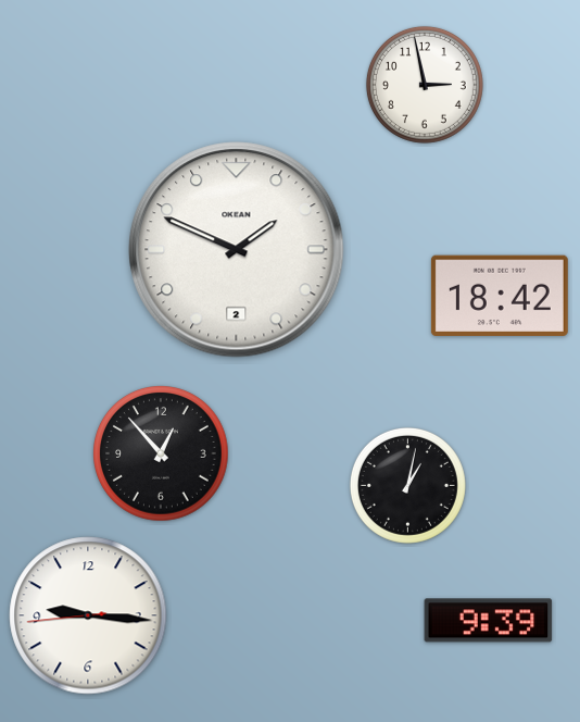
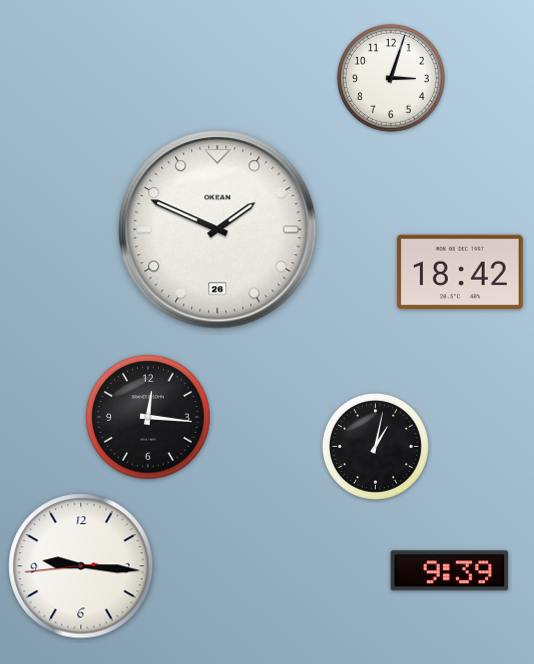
clock at (425, 85): 2:58 -> 3:03
clock at (237, 250) date: 2 -> 26
clock at (162, 455): 12:53 -> 12:16
